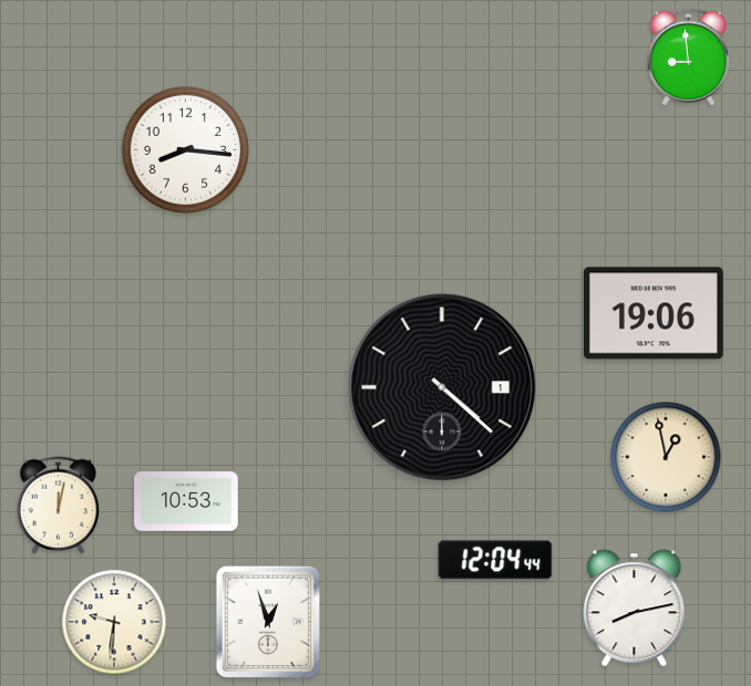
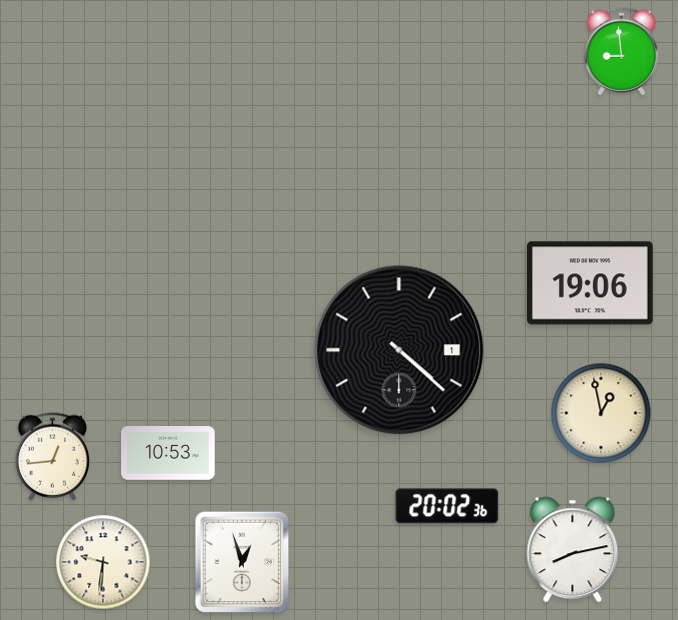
clock at (186, 150): 8:16 -> none
clock at (58, 506): 12:02 -> 12:44
clock at (495, 560): 12:04 -> 20:02
